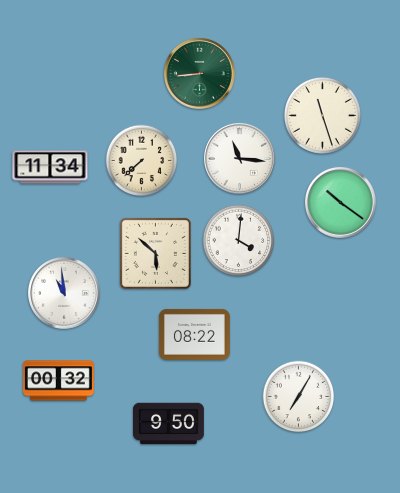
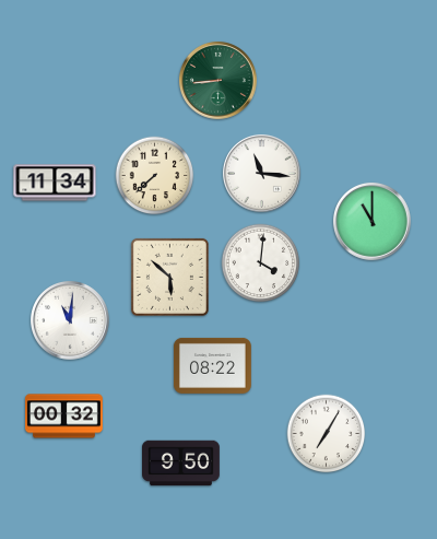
clock at (322, 115): 11:27 -> none
clock at (340, 202): 10:21 -> 11:00
clock at (65, 294): 10:59 -> 11:01
clock at (169, 424) position: (169, 424) -> (181, 464)
